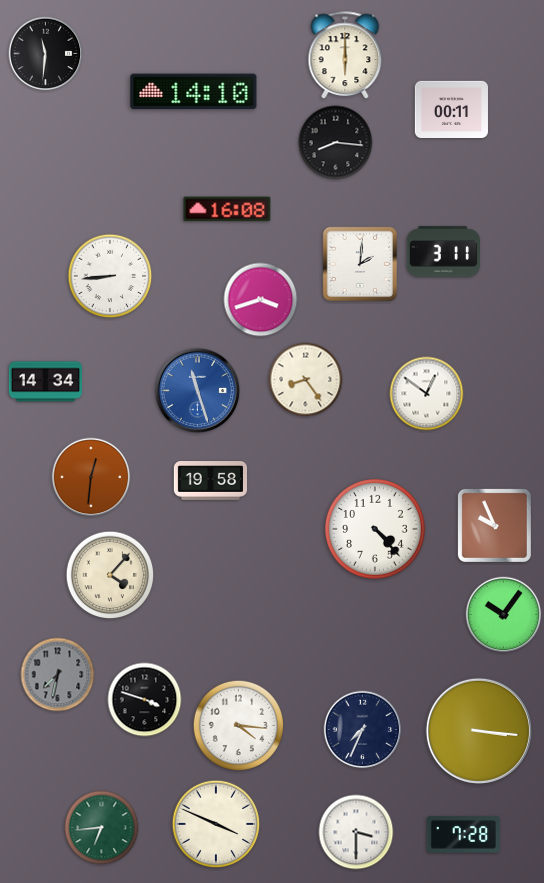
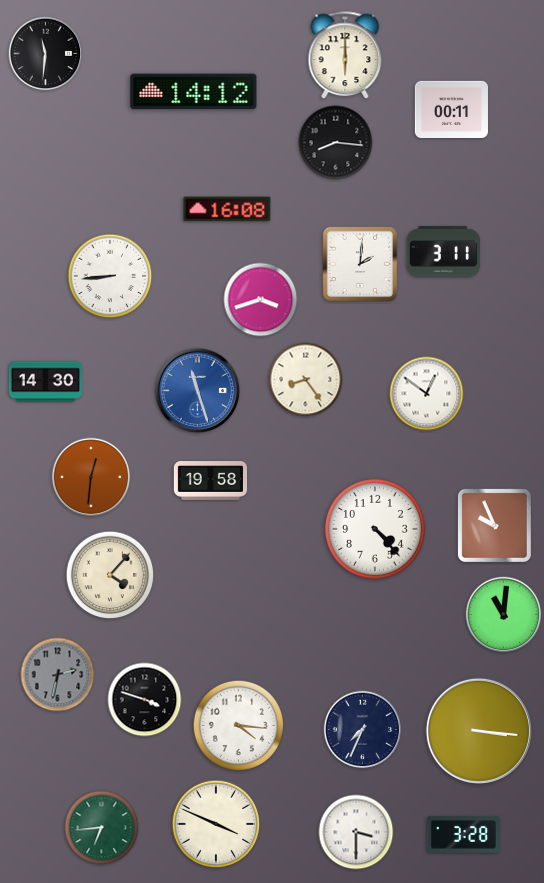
clock at (194, 92): 14:10 -> 14:12
clock at (45, 382): 14:34 -> 14:30
clock at (504, 615): 10:06 -> 11:01
clock at (58, 675): 7:32 -> 2:32
clock at (463, 835): 7:28 -> 3:28
